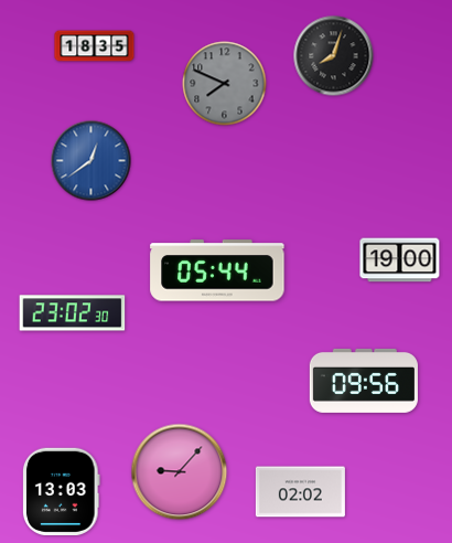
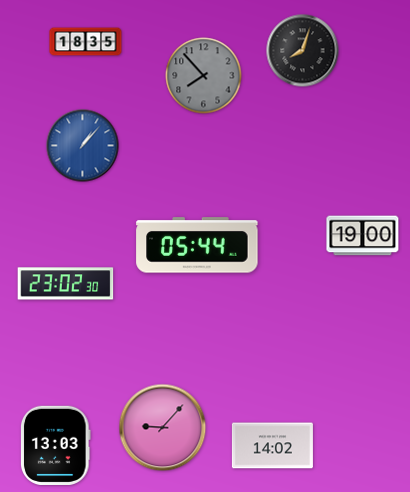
clock at (225, 84): 7:49 -> 7:53
clock at (92, 161): 12:39 -> 1:07
clock at (364, 381): 09:56 -> none
clock at (300, 492): 02:02 -> 14:02
